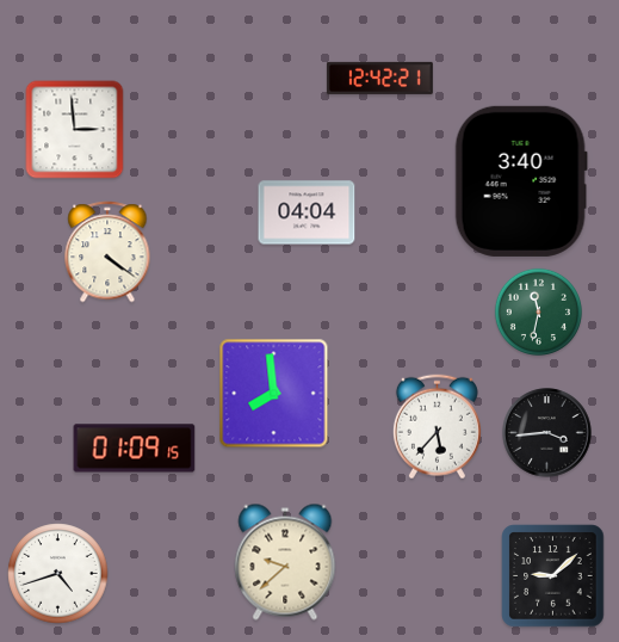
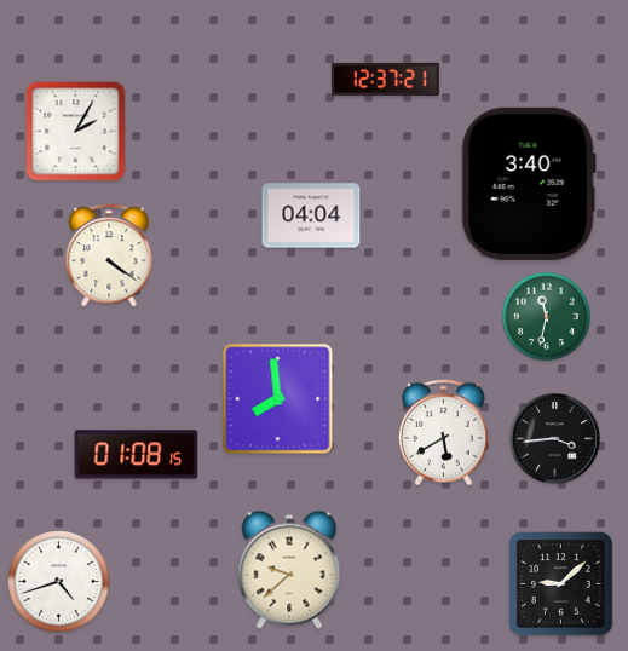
clock at (379, 78): 12:42 -> 12:37
clock at (75, 130): 2:59 -> 2:05
clock at (437, 427): 5:37 -> 5:40
clock at (135, 449): 01:09 -> 01:08
